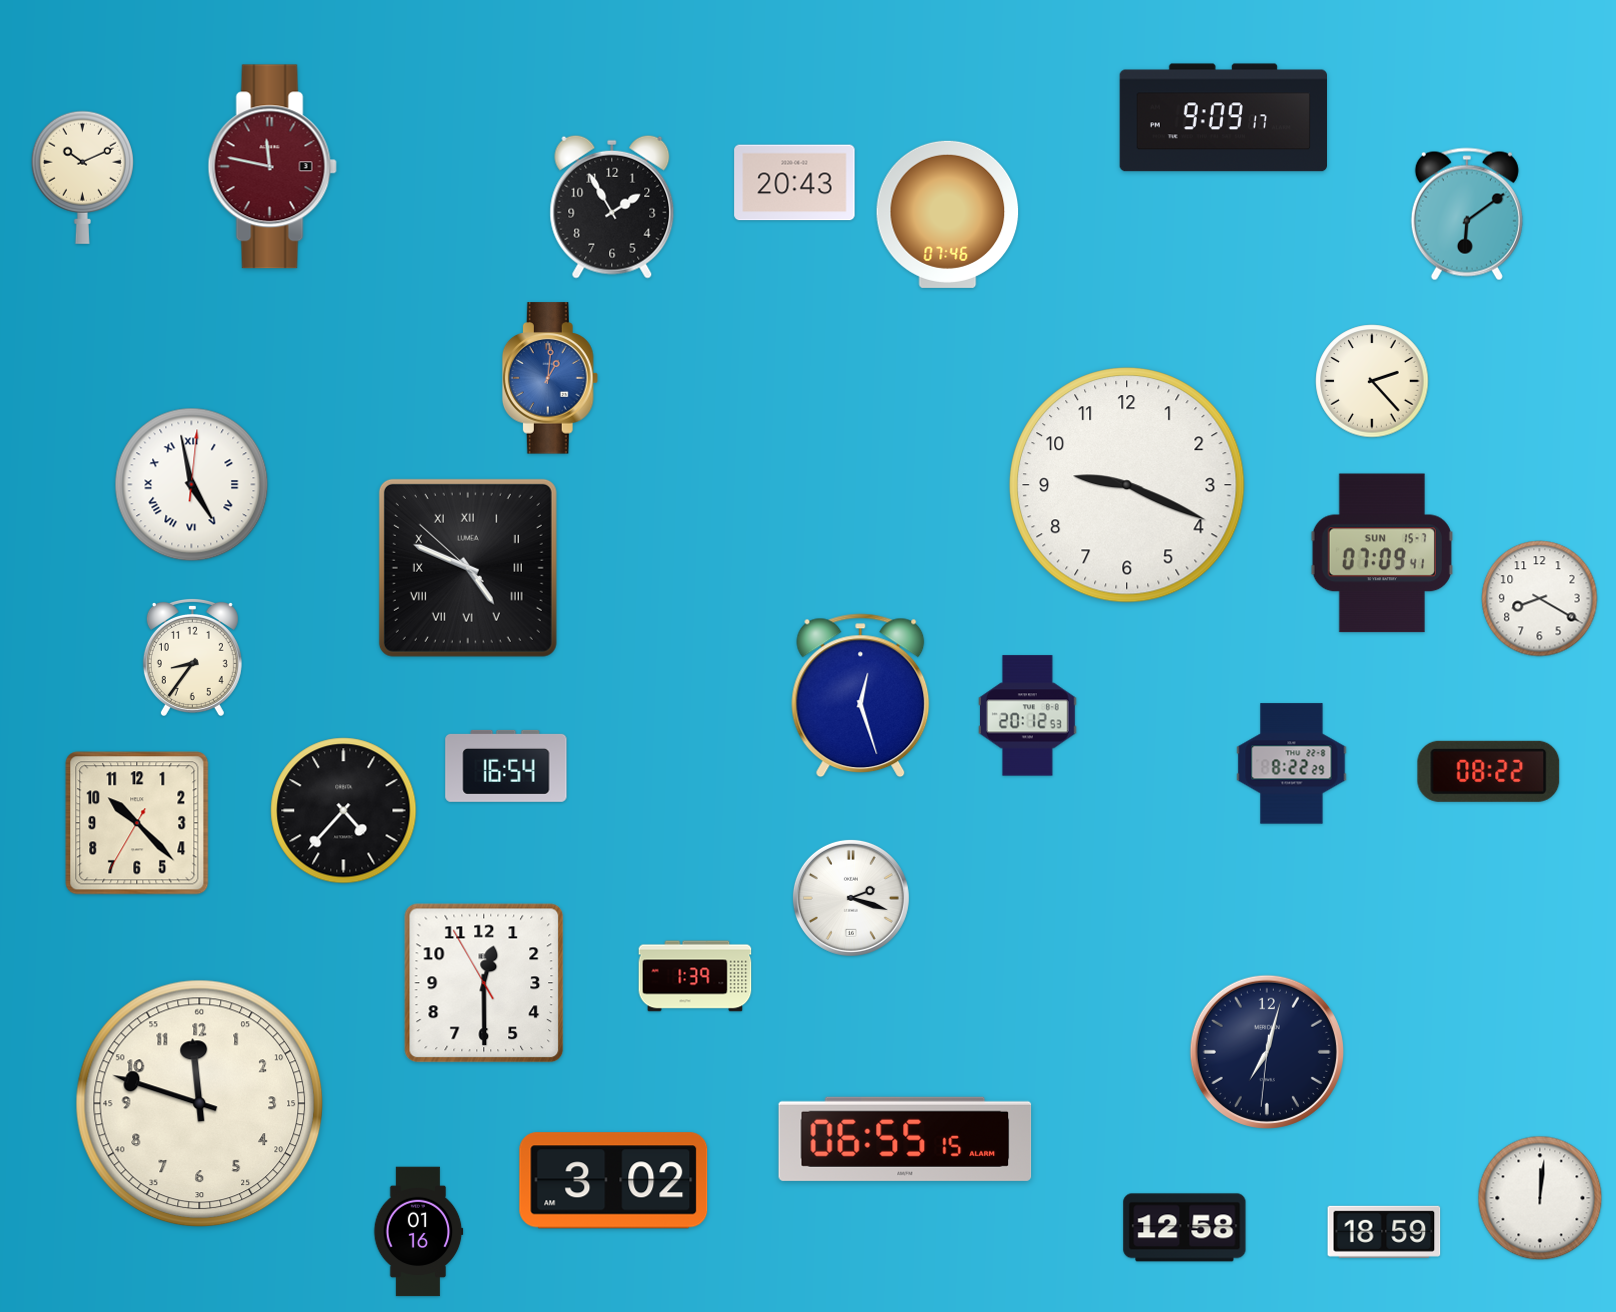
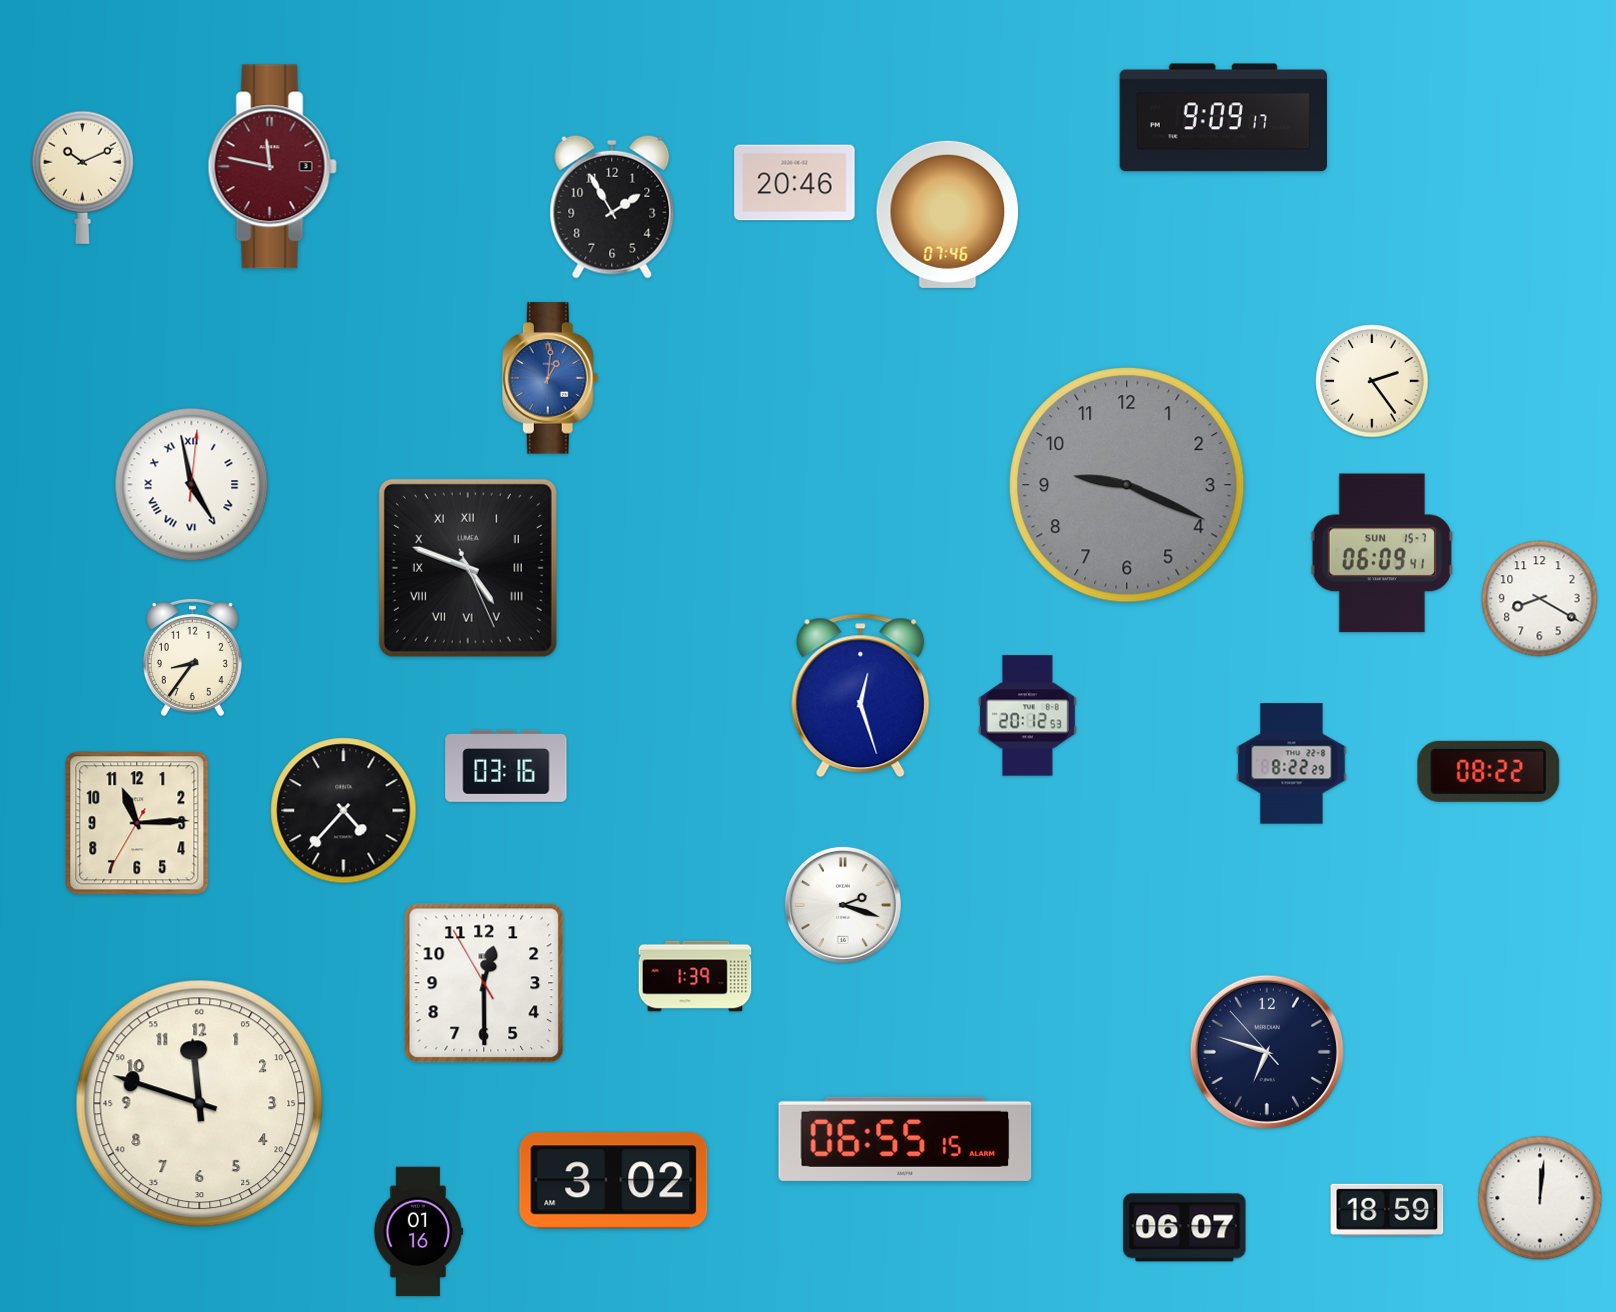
clock at (795, 183): 20:43 -> 20:46
clock at (1467, 214): 6:09 -> none
clock at (1372, 381): 2:23 -> 2:24
clock at (1127, 485) dial: white -> grey
clock at (1382, 553): 07:09 -> 06:09
clock at (468, 568): 4:48:52 -> 4:48:26
clock at (506, 766): 16:54 -> 03:16
clock at (137, 823): 10:22 -> 11:14
clock at (851, 898) position: (851, 898) -> (843, 905)
clock at (1267, 1052): 7:02 -> 6:47
clock at (1185, 1228): 12:58 -> 06:07
clock at (1384, 1232) position: (1384, 1232) -> (1387, 1210)
